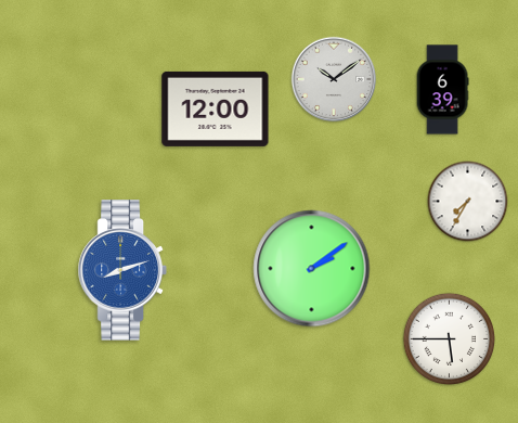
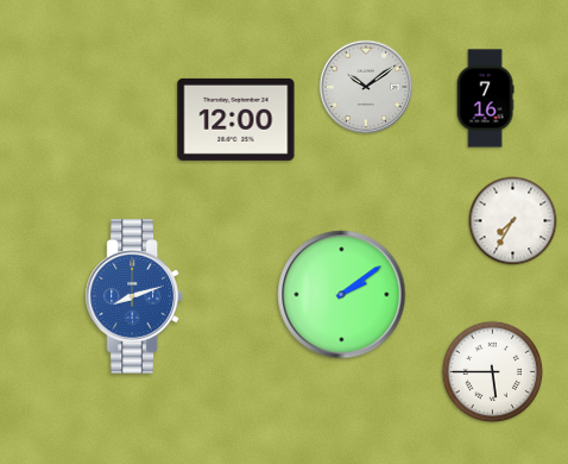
clock at (442, 90): 6:39 -> 7:16
